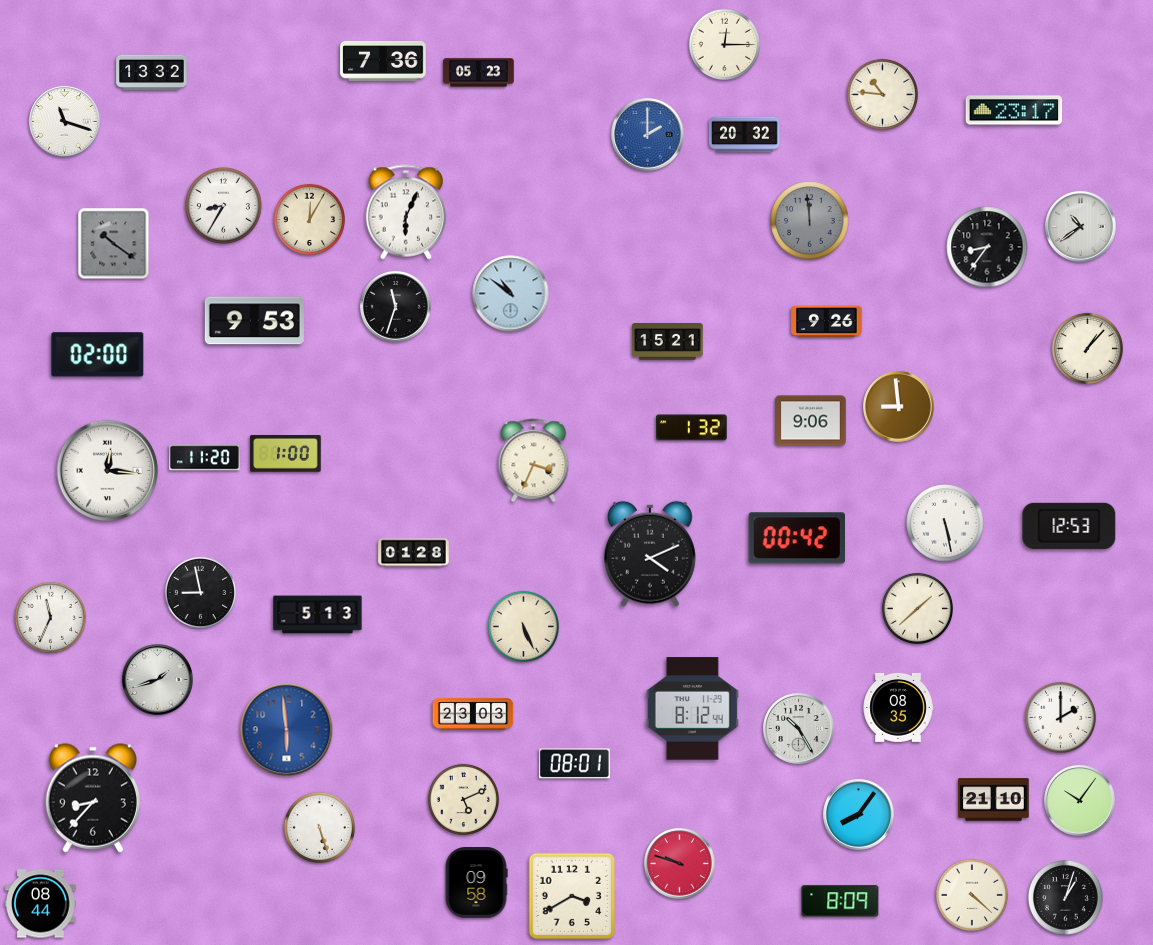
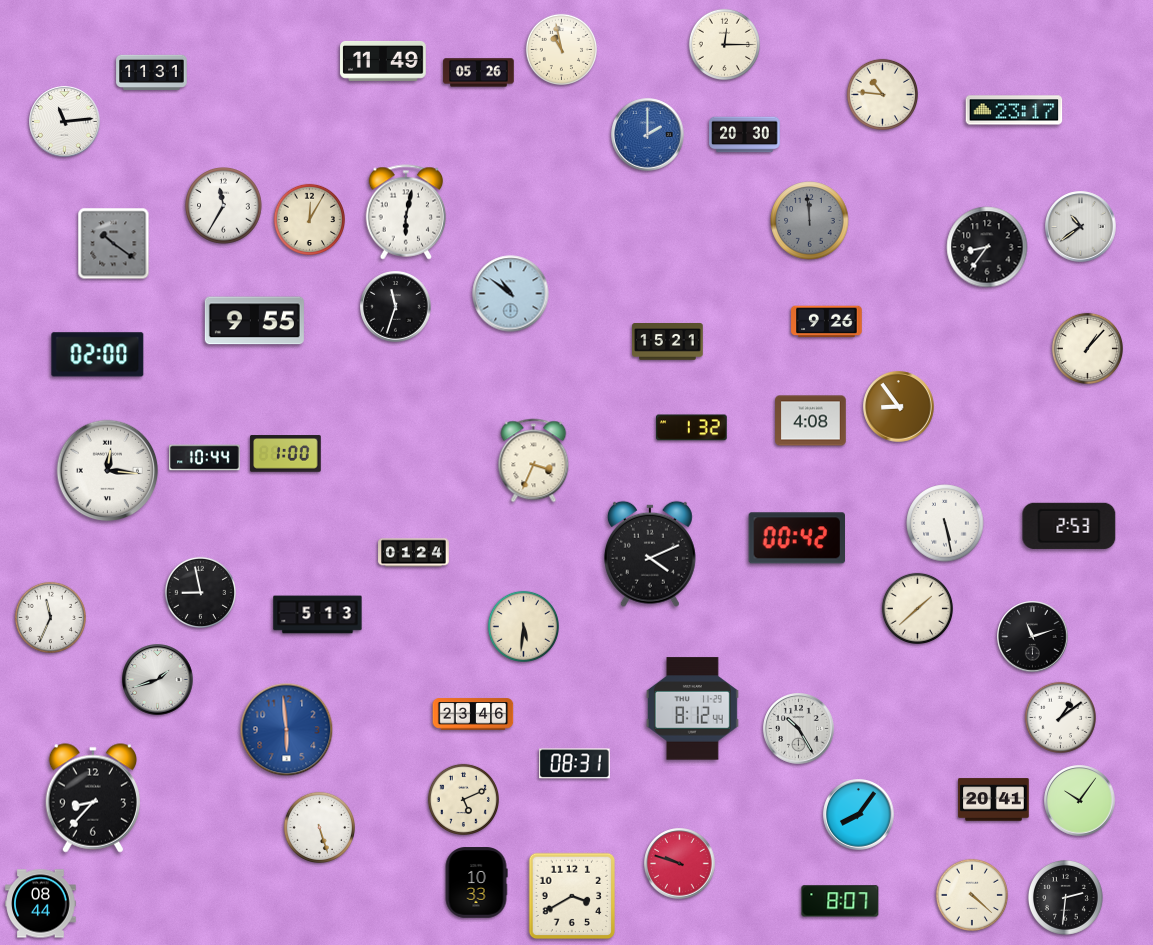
clock at (561, 49): none -> 10:58
clock at (383, 61): 7:36 -> 11:49
clock at (152, 72): 13:32 -> 11:31
clock at (479, 73): 05:23 -> 05:26
clock at (65, 122): 11:18 -> 11:14
clock at (745, 135): 20:32 -> 20:30
clock at (224, 206): 8:35 -> 11:35
clock at (406, 212): 6:04 -> 6:02
clock at (254, 321): 9:53 -> 9:55
clock at (899, 407): 8:59 -> 8:54
clock at (811, 421): 9:06 -> 4:08
clock at (205, 458): 11:20 -> 10:44
clock at (1069, 526): 12:53 -> 2:53
clock at (414, 553): 01:28 -> 01:24
clock at (523, 626): 5:26 -> 5:31
clock at (1033, 637): none -> 11:12
clock at (898, 707): 08:35 -> none
clock at (473, 714): 23:03 -> 23:46
clock at (1060, 717): 2:00 -> 1:09
clock at (575, 764): 08:01 -> 08:31
clock at (994, 800): 21:10 -> 20:41
clock at (476, 883): 09:58 -> 10:33
clock at (1065, 897): 1:03 -> 2:31
clock at (840, 901): 8:09 -> 8:07
